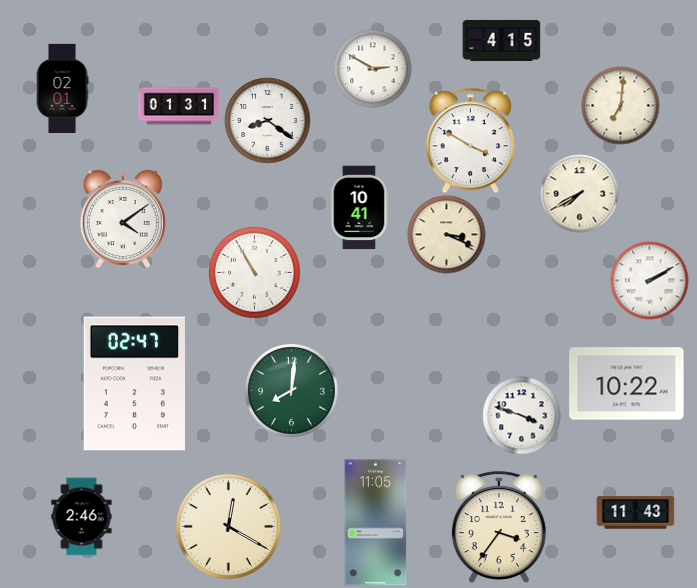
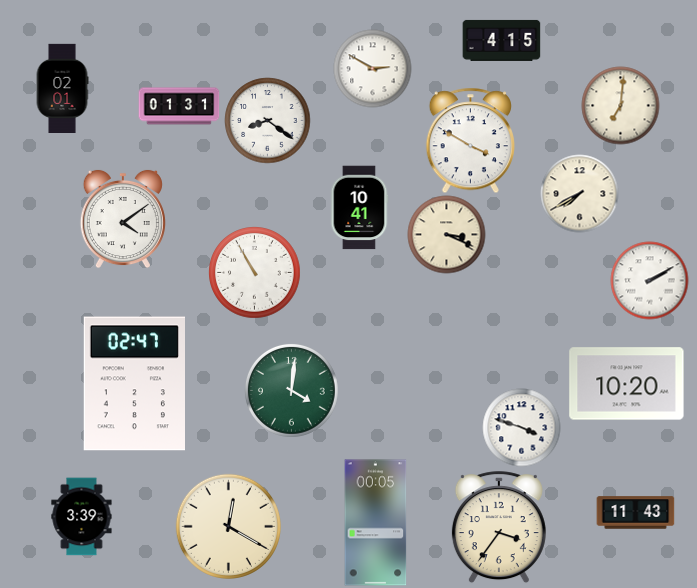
clock at (627, 384): 10:22 -> 10:20
clock at (291, 390): 8:01 -> 4:01
clock at (521, 415) position: (521, 415) -> (521, 427)
clock at (82, 516): 2:46 -> 3:39
clock at (376, 523): 11:05 -> 00:05
